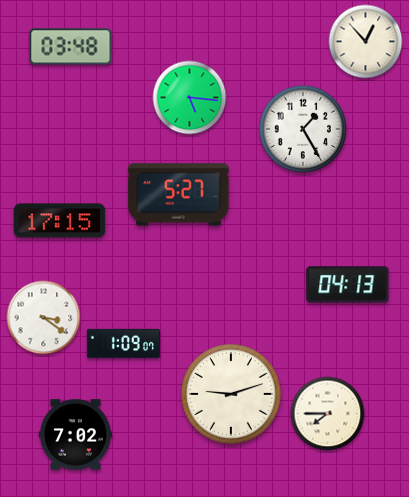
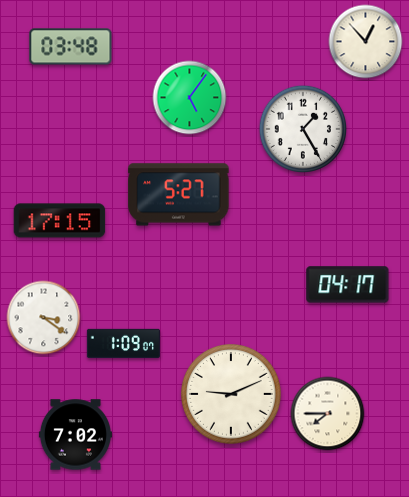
clock at (190, 98): 5:16 -> 5:06
clock at (348, 285): 04:13 -> 04:17
clock at (232, 395): 9:12 -> 9:11
